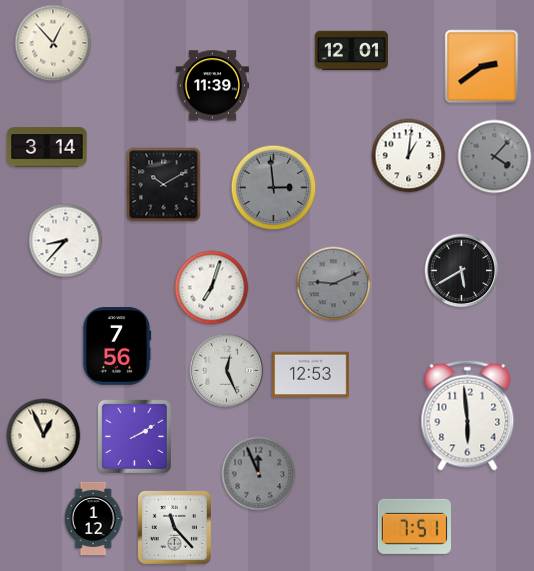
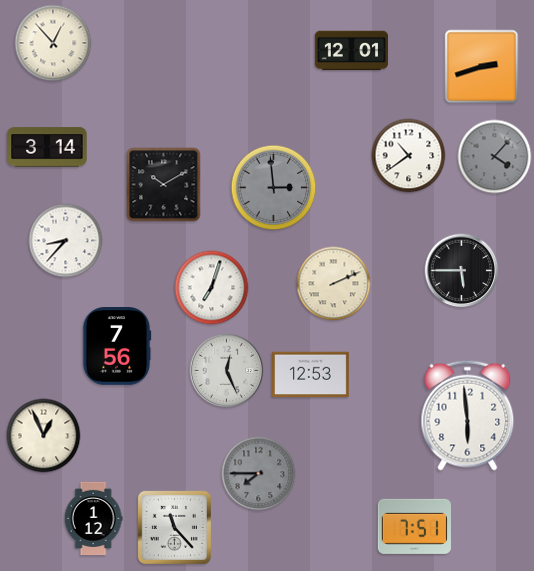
clock at (482, 67): 2:39 -> 2:42
clock at (212, 86): 11:39 -> none
clock at (409, 156): 1:01 -> 10:39
clock at (462, 271): 5:40 -> 5:45
clock at (334, 284): 9:11 -> 2:11
clock at (334, 284) dial: grey -> cream
clock at (134, 436): 2:10 -> none
clock at (259, 474): 11:56 -> 7:45
